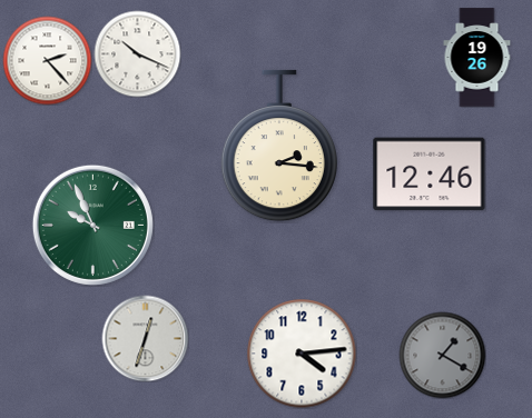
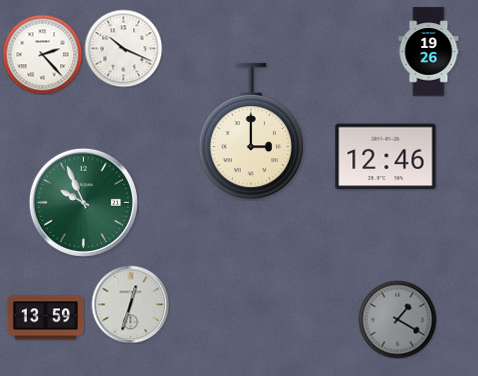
clock at (279, 146): 2:16 -> 3:00
clock at (45, 318): none -> 13:59
clock at (302, 354): 4:14 -> none
